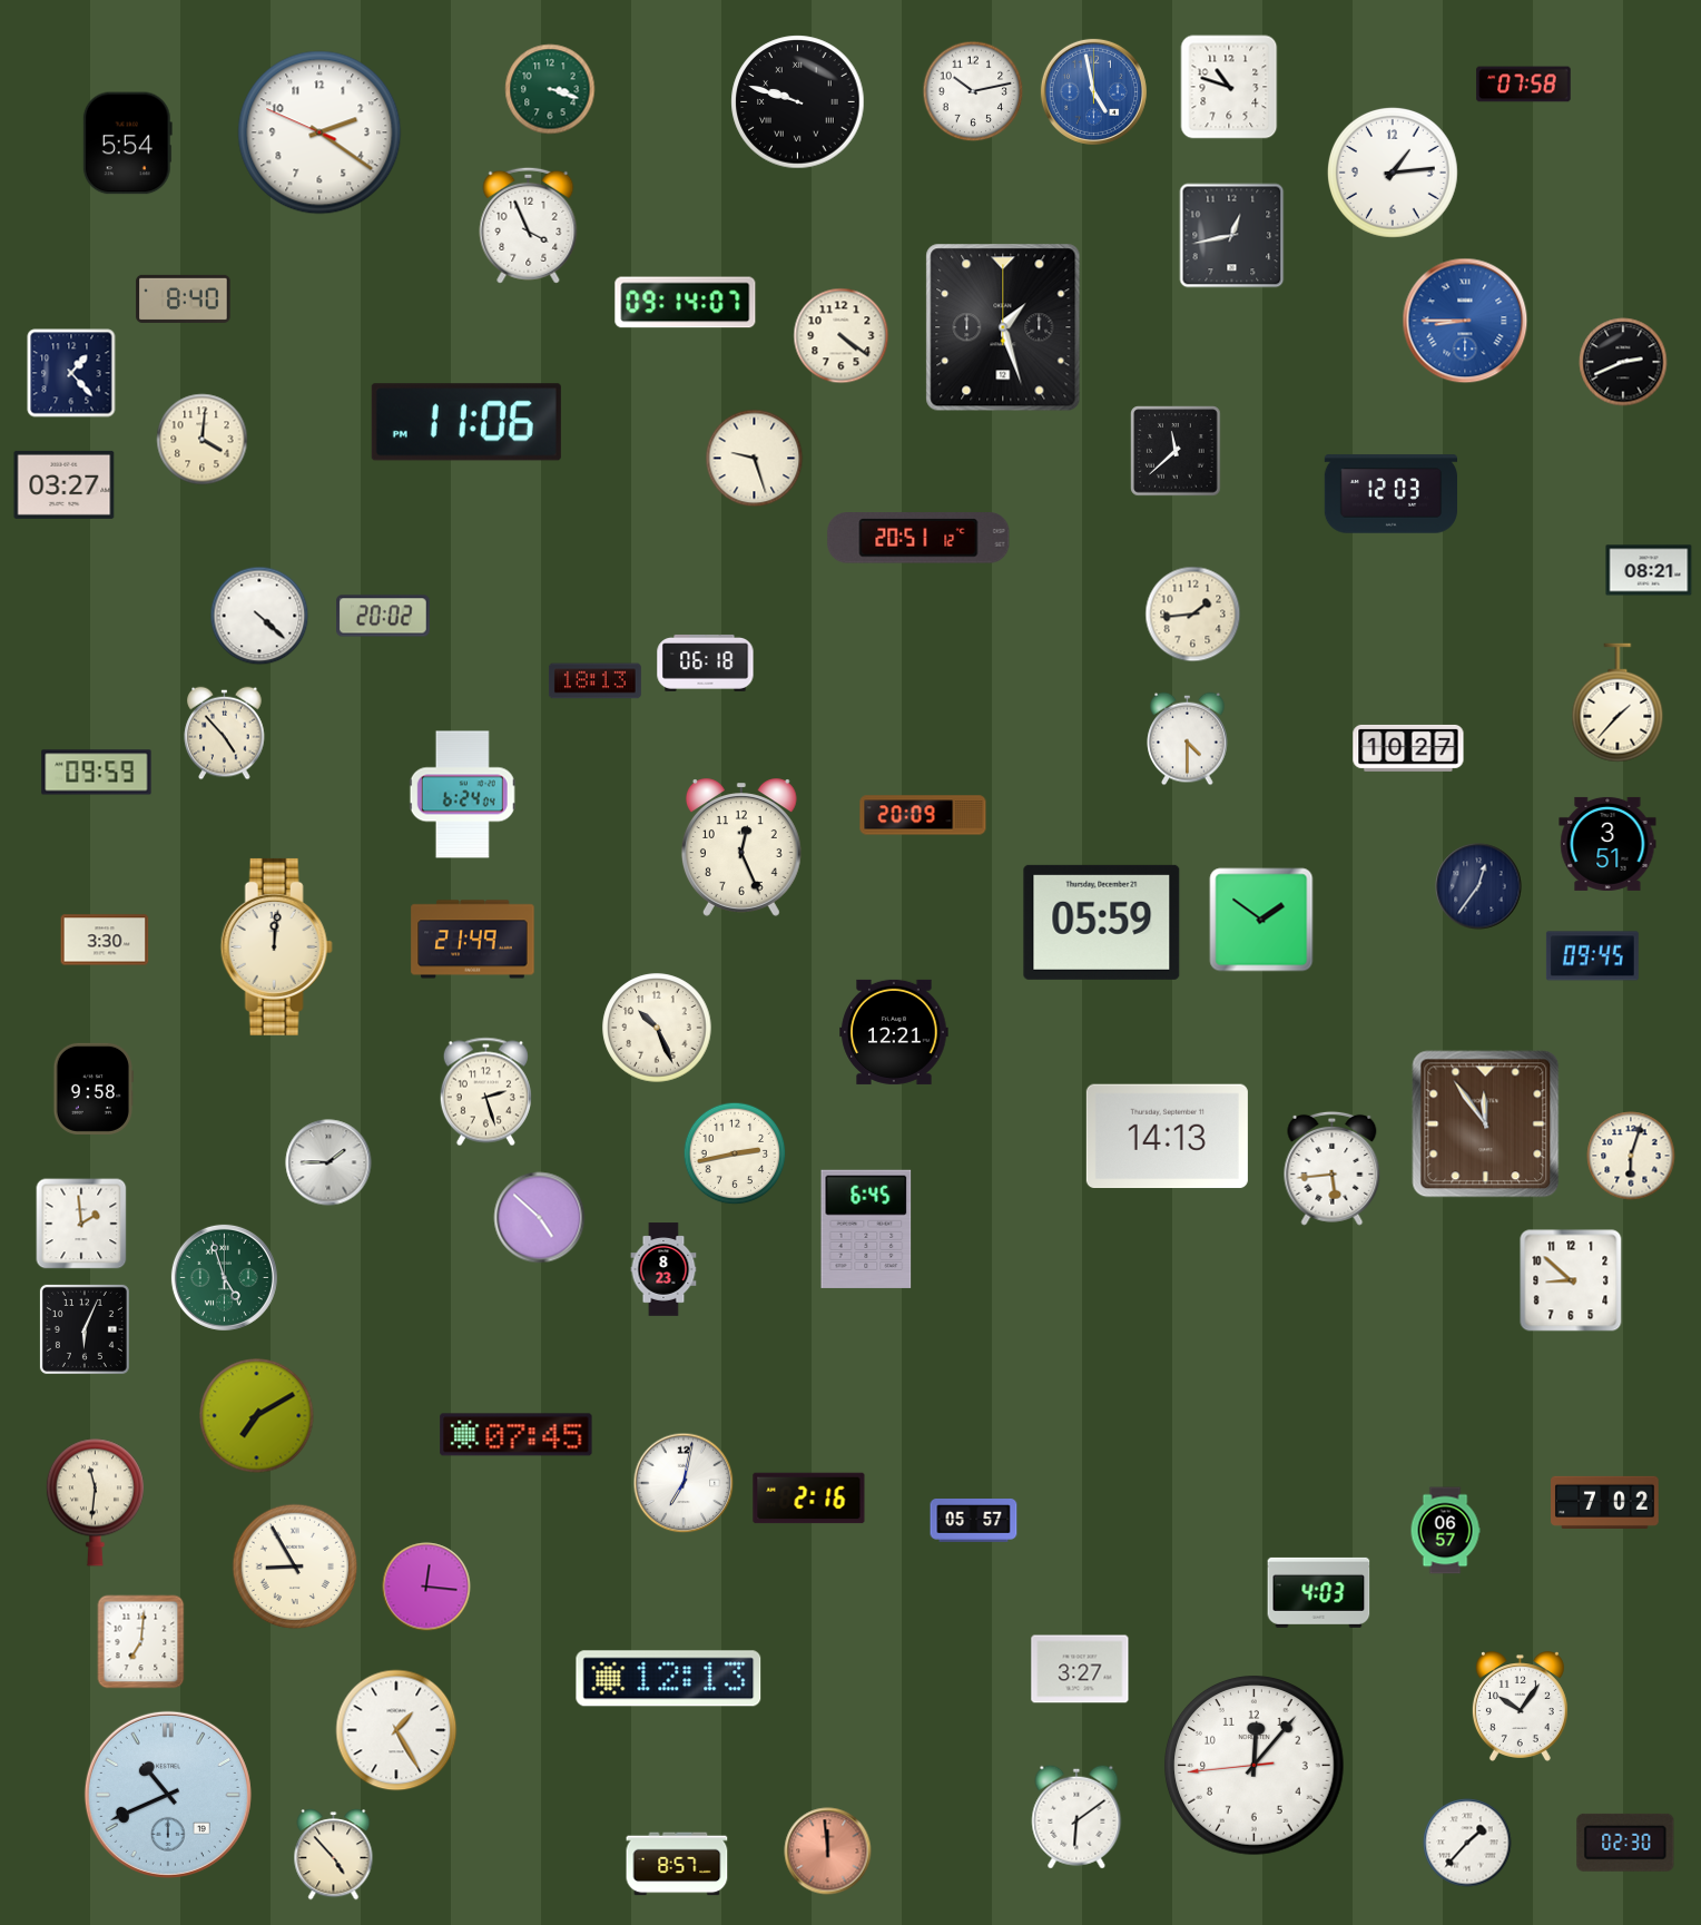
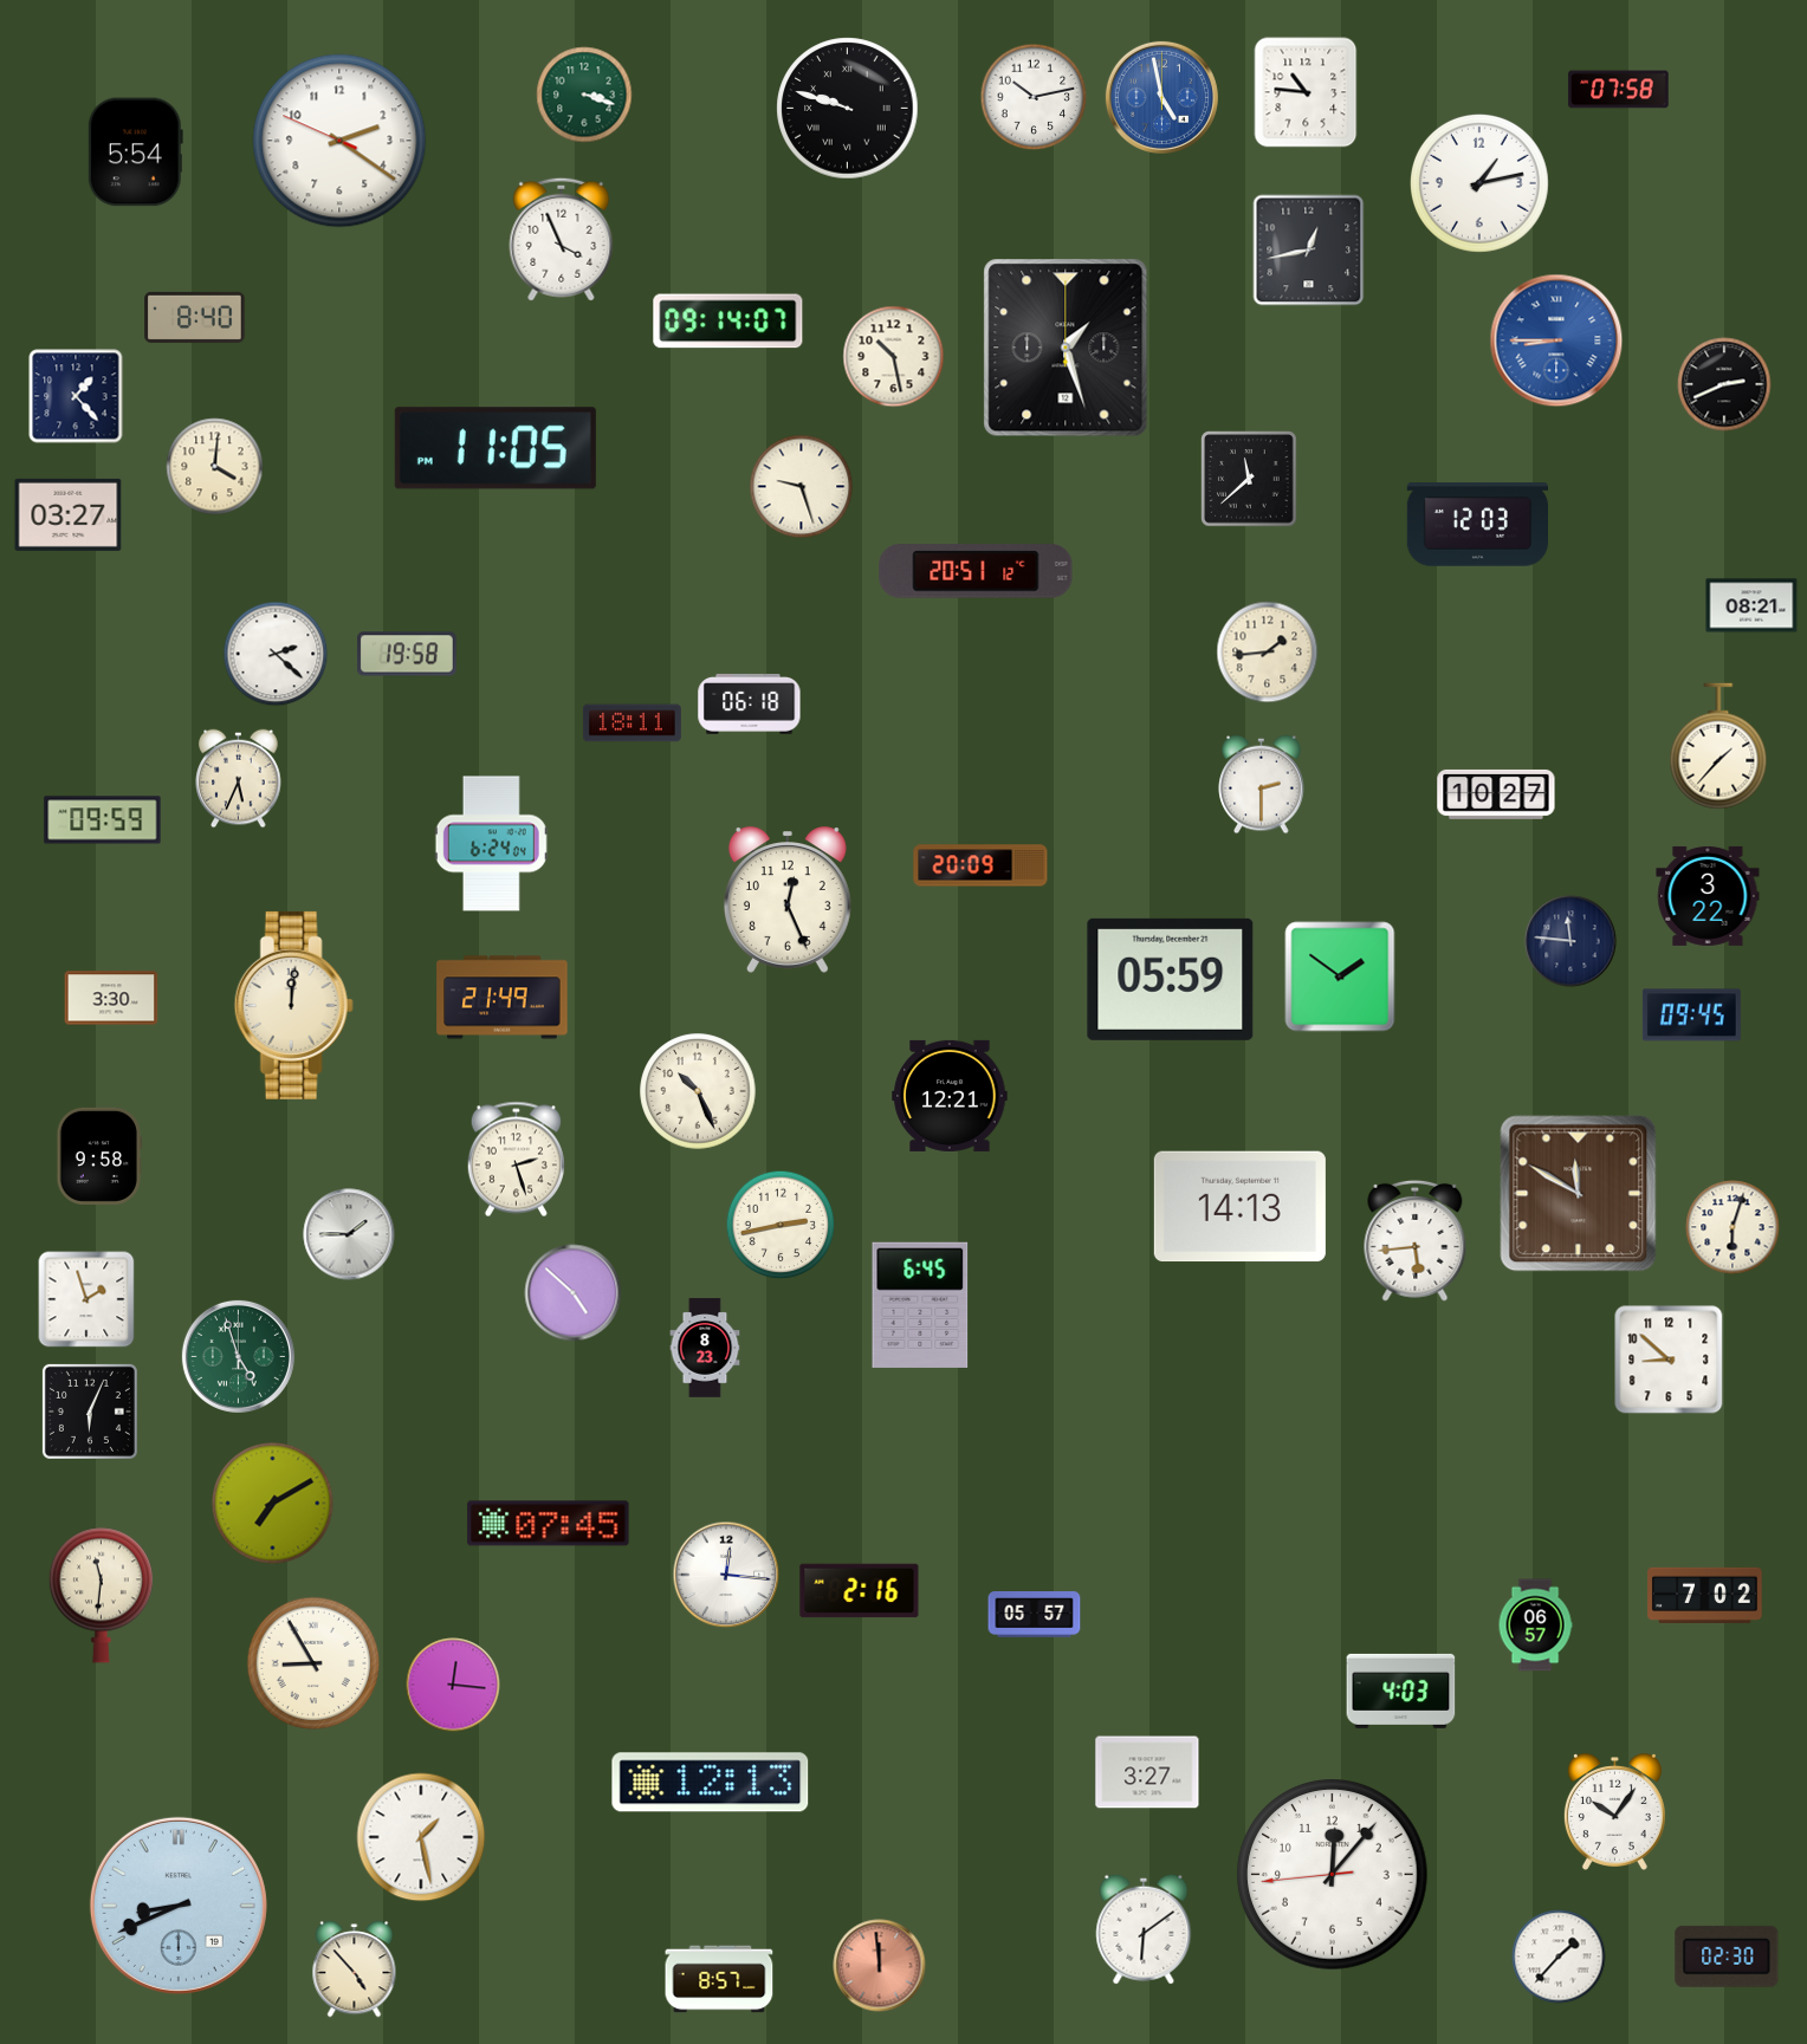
clock at (1229, 87): 10:48 -> 10:46
clock at (1393, 173): 1:14 -> 1:13
clock at (842, 336): 4:21 -> 10:28
clock at (466, 422): 11:06 -> 11:05
clock at (259, 616): 4:22 -> 2:22
clock at (384, 616): 20:02 -> 19:58
clock at (594, 681): 18:13 -> 18:11
clock at (225, 734): 4:53 -> 5:34
clock at (1188, 739): 4:30 -> 2:30
clock at (1607, 844): 3:51 -> 3:22
clock at (1478, 886): 12:36 -> 11:46
clock at (1486, 1124): 11:54 -> 11:50
clock at (81, 1224): 1:59 -> 1:57
clock at (684, 1483): 7:02 -> 12:16
clock at (141, 1642): 7:01 -> none
clock at (396, 1730): 1:25 -> 1:28
clock at (168, 1795): 10:41 -> 8:41
